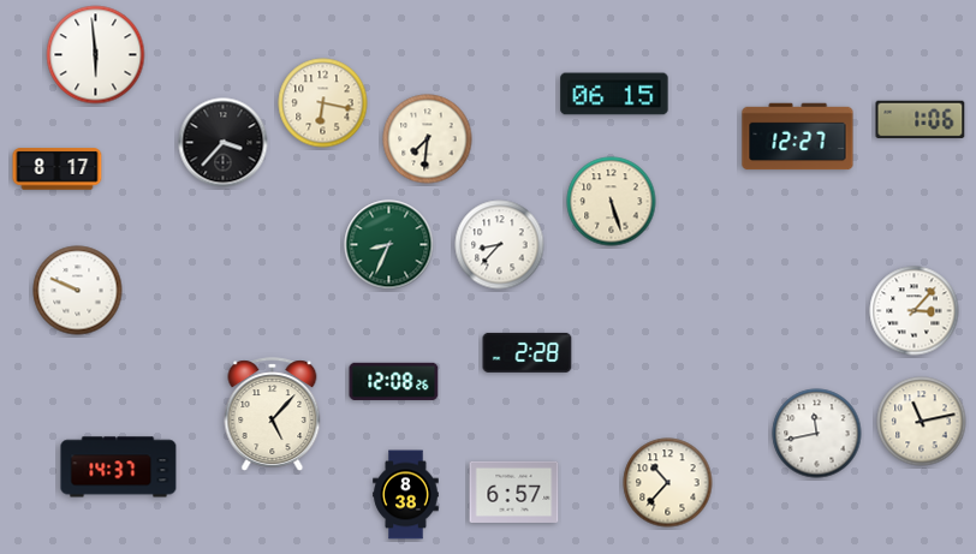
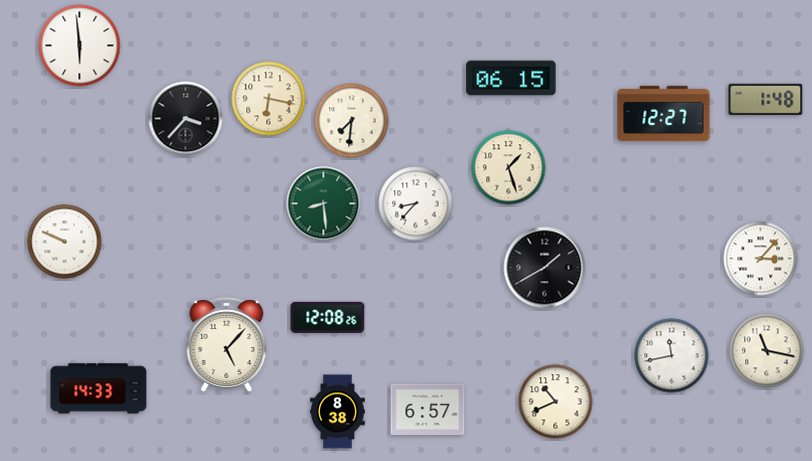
clock at (323, 103) position: (323, 103) -> (269, 99)
clock at (921, 119): 1:06 -> 1:48
clock at (428, 139) position: (428, 139) -> (352, 121)
clock at (58, 169): 8:17 -> none
clock at (612, 202): 5:27 -> 1:27
clock at (389, 245): 8:34 -> 8:29
clock at (545, 268): none -> 1:40
clock at (528, 352): 2:28 -> none
clock at (922, 422): 11:13 -> 11:17
clock at (817, 434) position: (817, 434) -> (672, 356)
clock at (119, 467): 14:37 -> 14:33
clock at (668, 483): 10:37 -> 10:41
